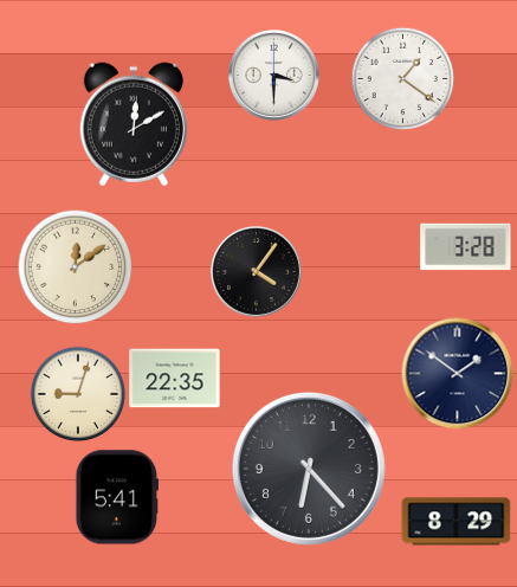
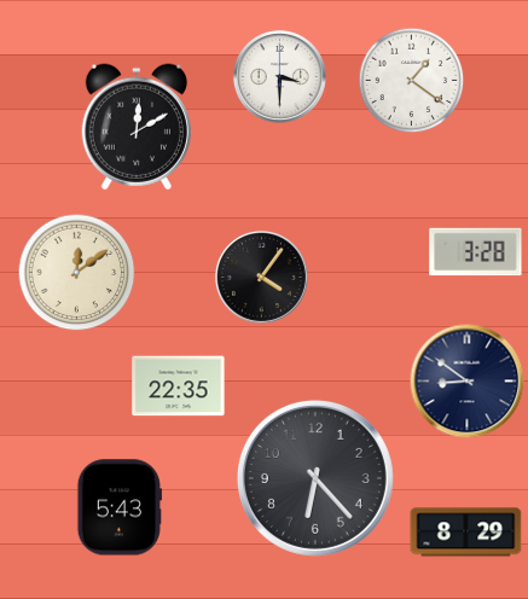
clock at (457, 373): 1:51 -> 8:51
clock at (77, 393): 9:03 -> none
clock at (116, 497): 5:41 -> 5:43
